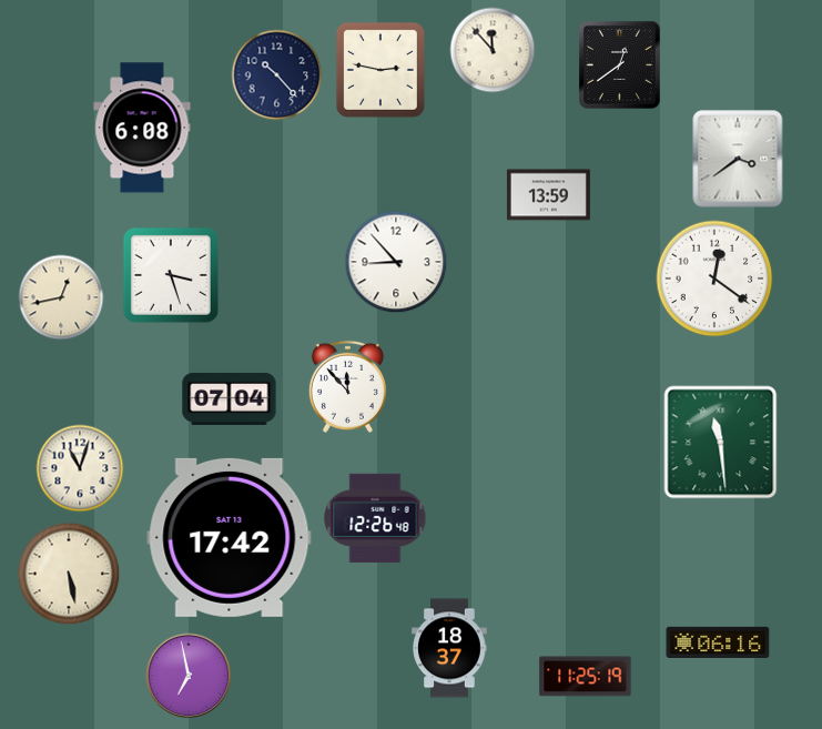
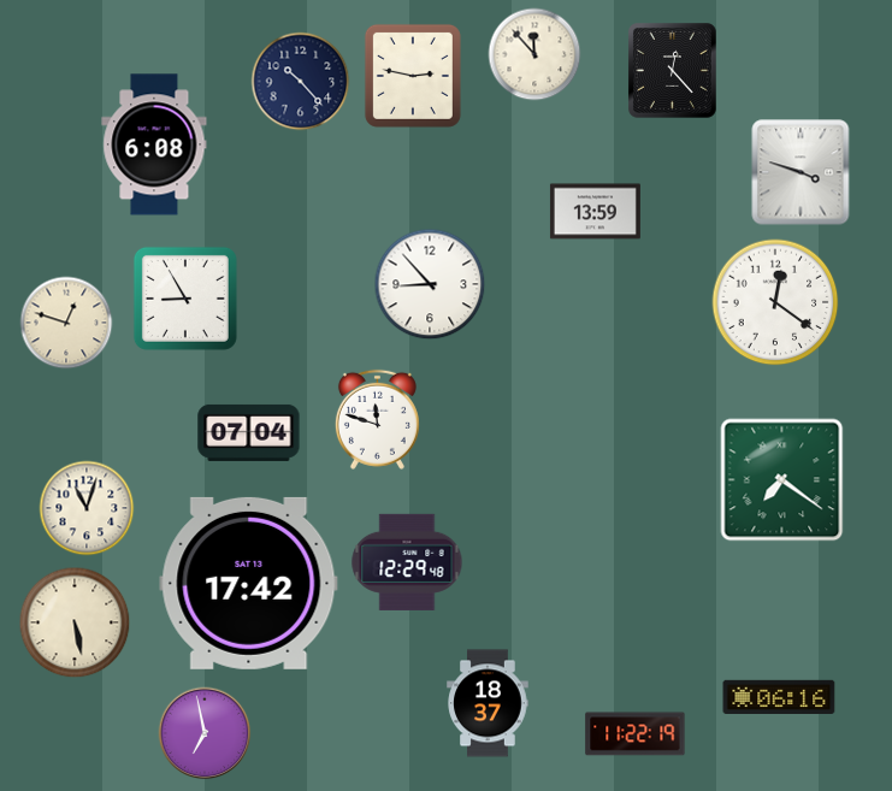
clock at (620, 65): 12:39 -> 12:23
clock at (142, 128) position: (142, 128) -> (154, 144)
clock at (738, 159): 3:39 -> 3:48
clock at (171, 275): 3:27 -> 8:55
clock at (61, 297): 12:43 -> 12:48
clock at (347, 386): 11:53 -> 11:48
clock at (721, 443): 11:29 -> 7:21
clock at (375, 518): 12:26 -> 12:29
clock at (586, 677): 11:25 -> 11:22
